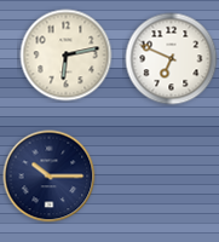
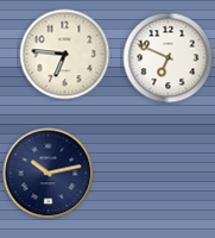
clock at (67, 56): 6:13 -> 6:46
clock at (50, 177): 10:15 -> 10:13
